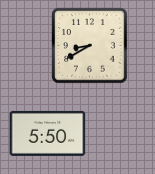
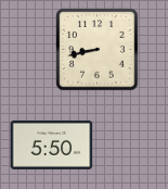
clock at (90, 46): 8:40 -> 8:43
